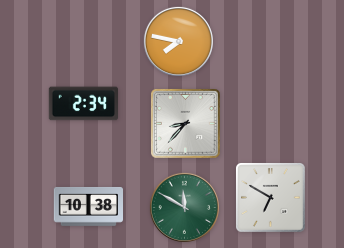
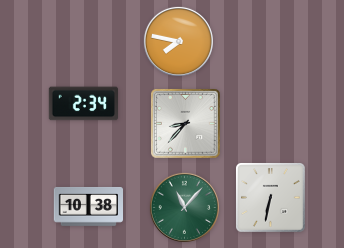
clock at (271, 198): 6:50 -> 6:32
clock at (184, 207): 11:50 -> 11:07
